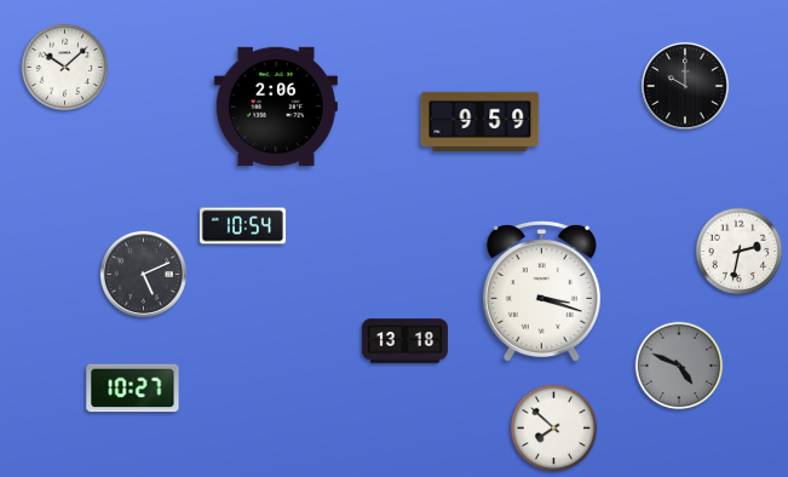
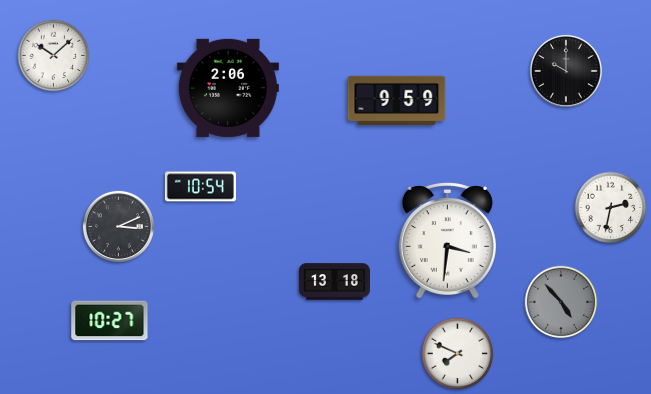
clock at (143, 274): 5:11 -> 3:11
clock at (541, 292): 3:18 -> 3:31
clock at (679, 366): 4:49 -> 4:53
clock at (554, 429): 7:52 -> 7:49
